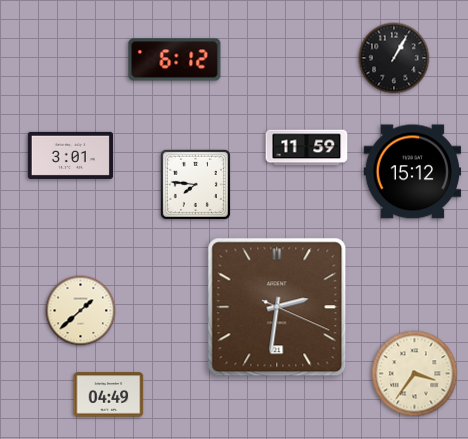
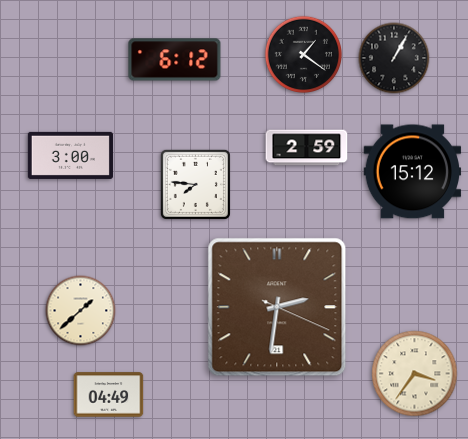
clock at (303, 54): none -> 1:21
clock at (307, 148): 11:59 -> 2:59
clock at (70, 155): 3:01 -> 3:00
